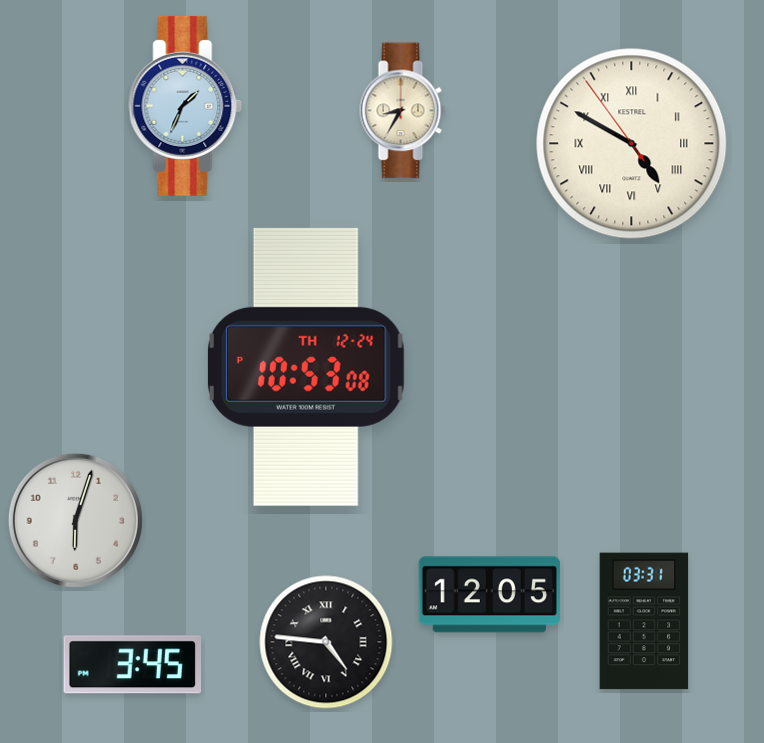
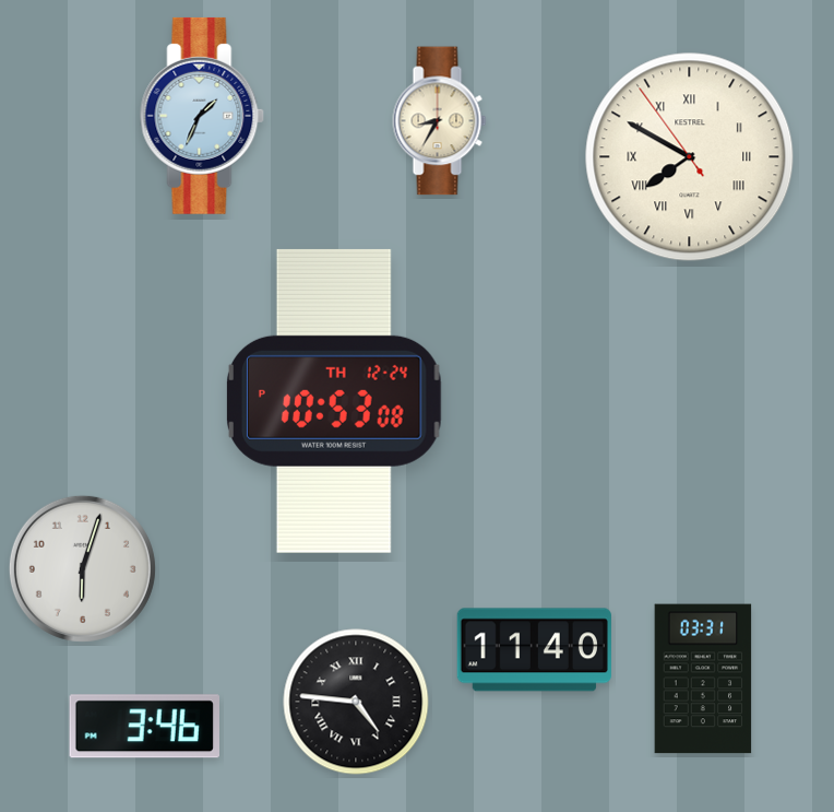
clock at (632, 144): 4:49 -> 7:49
clock at (489, 595): 12:05 -> 11:40
clock at (132, 665): 3:45 -> 3:46
